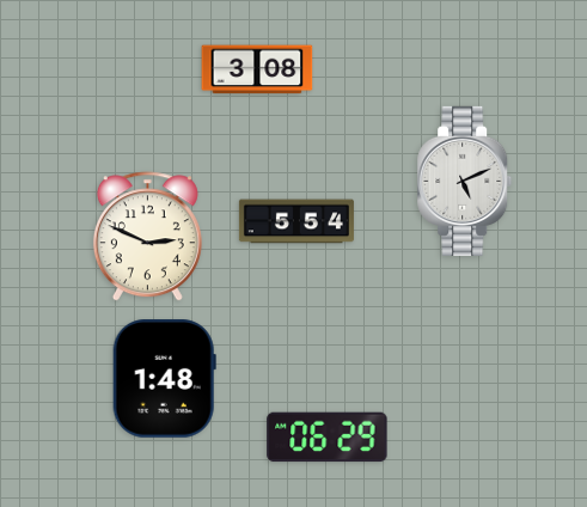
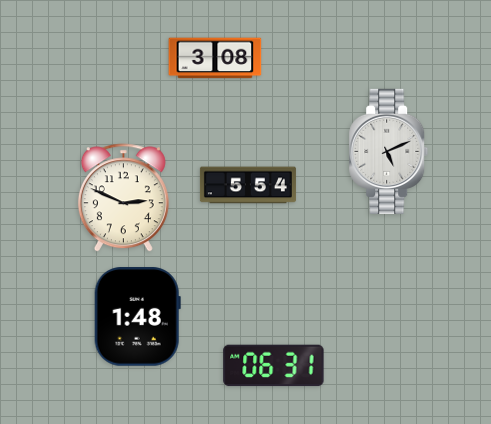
clock at (328, 438): 06:29 -> 06:31
